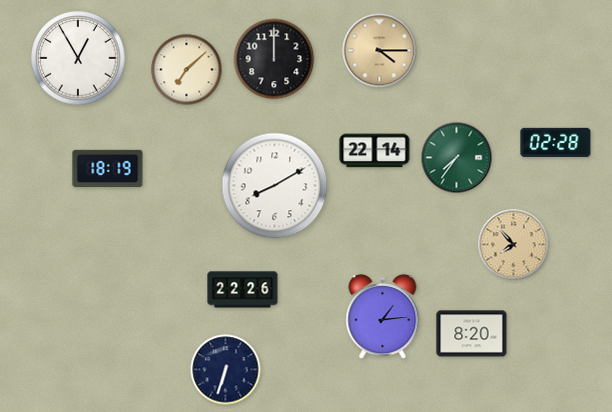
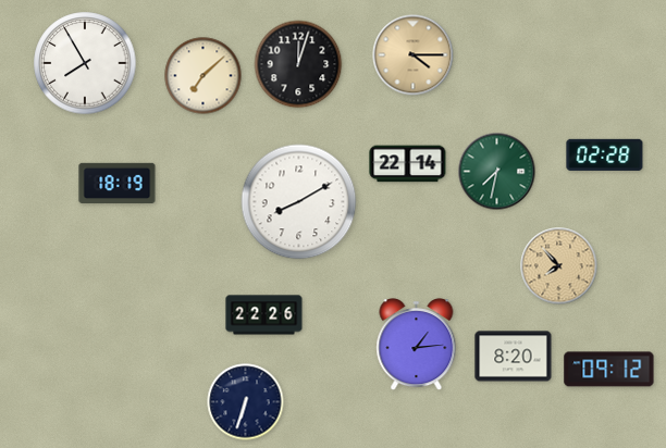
clock at (78, 58): 12:55 -> 7:55
clock at (274, 59): 12:00 -> 12:03
clock at (457, 158): 7:36 -> 7:32
clock at (472, 334) position: (472, 334) -> (514, 357)
clock at (609, 370): none -> 09:12
